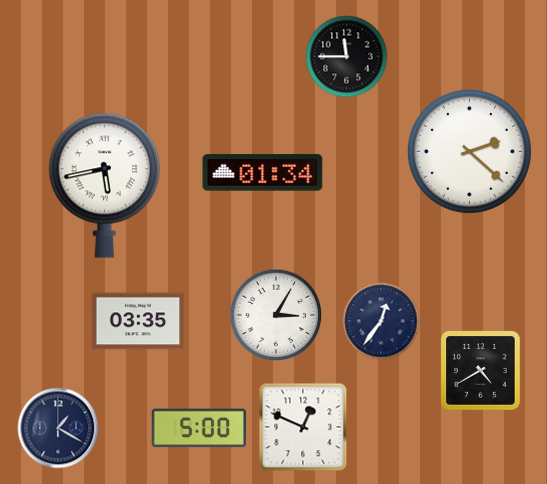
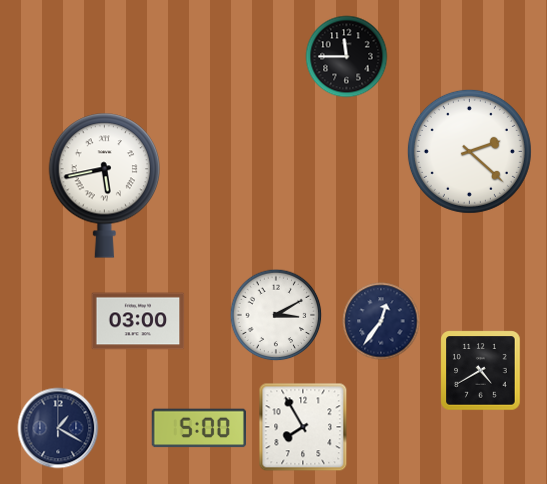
clock at (263, 173): 01:34 -> none
clock at (276, 315): 3:05 -> 3:10
clock at (138, 321): 03:35 -> 03:00
clock at (303, 427): 12:49 -> 7:55
